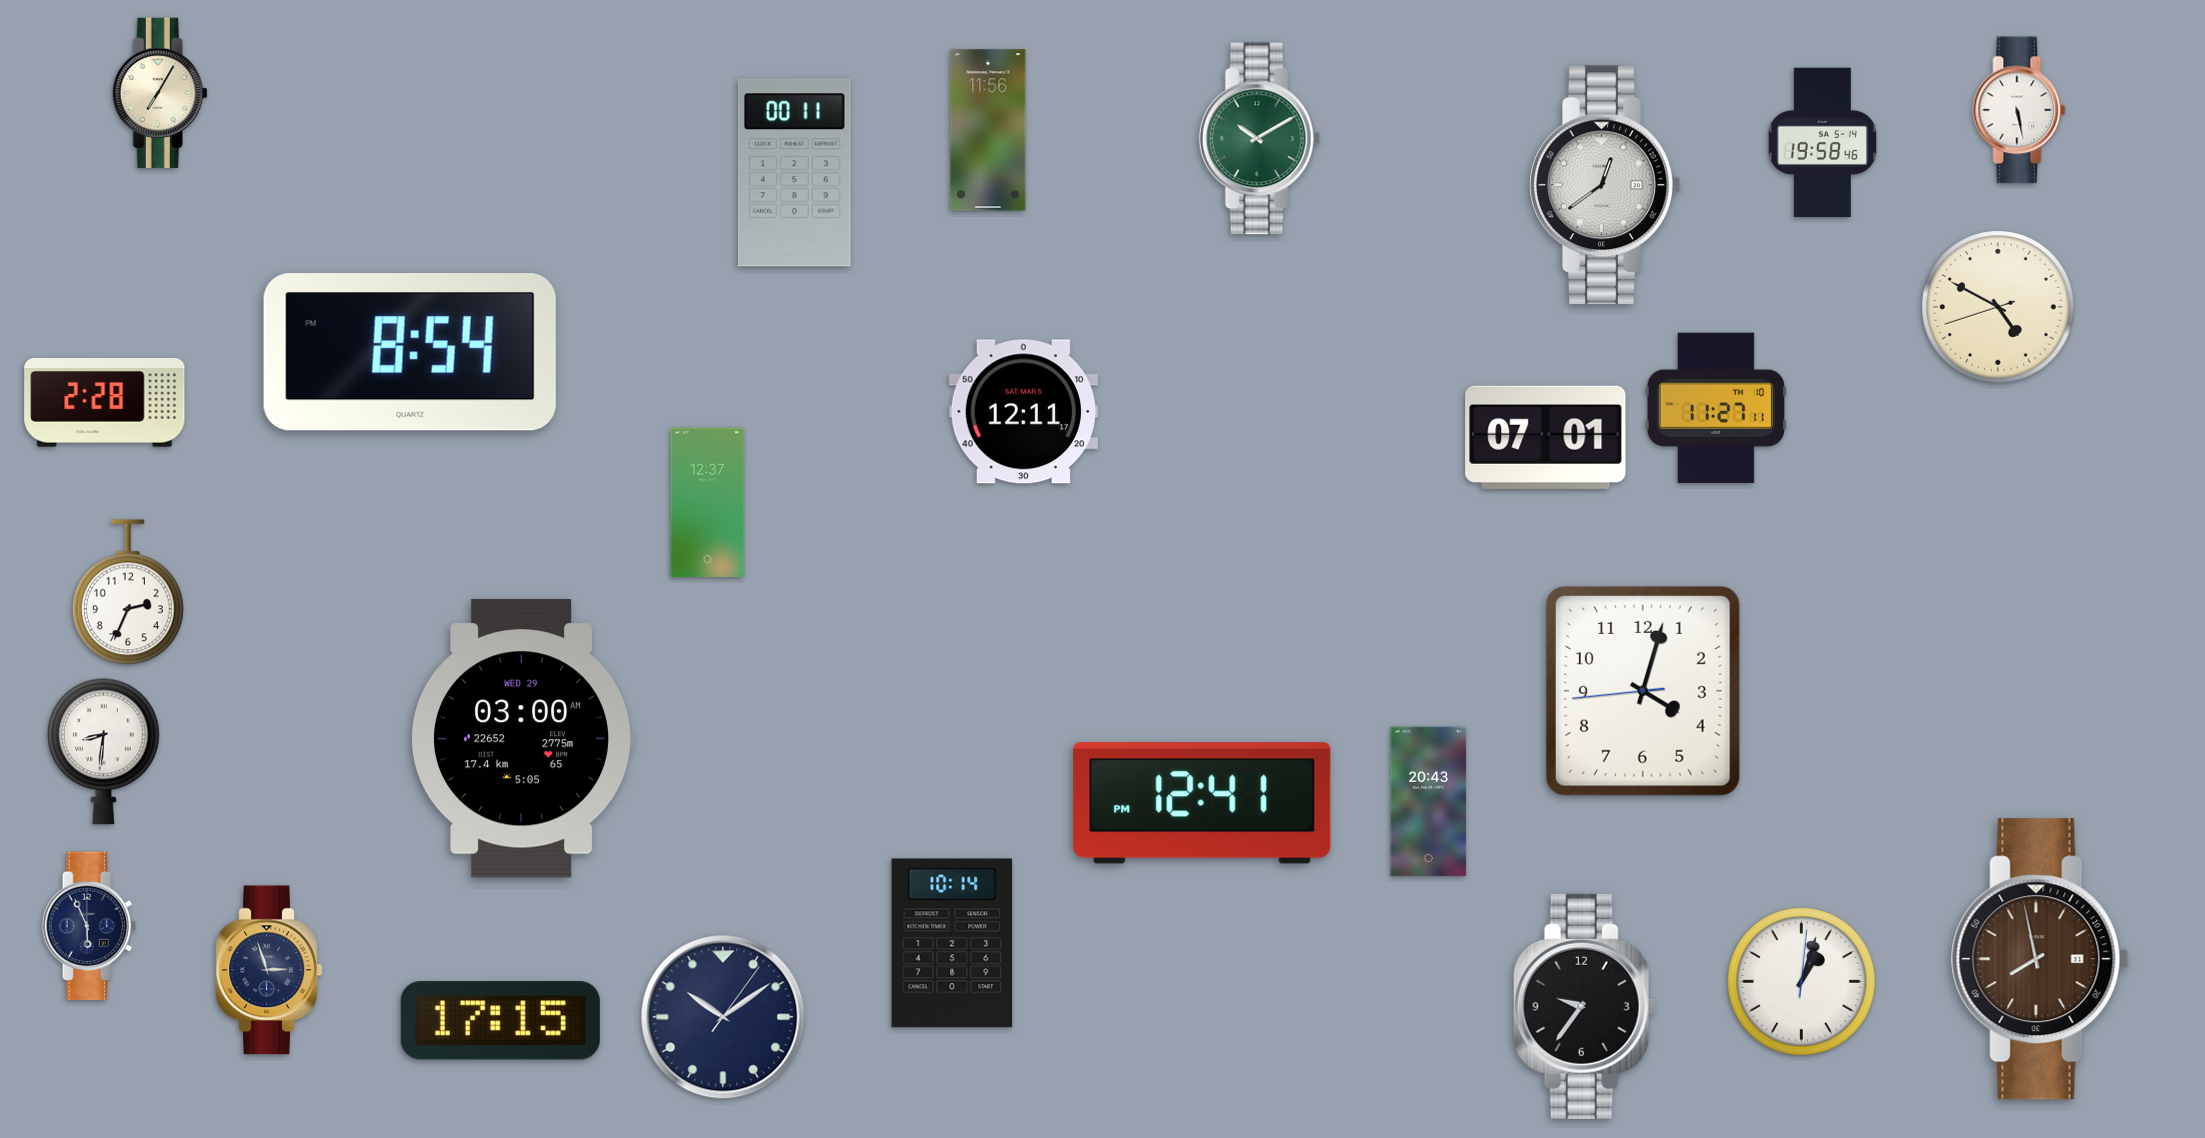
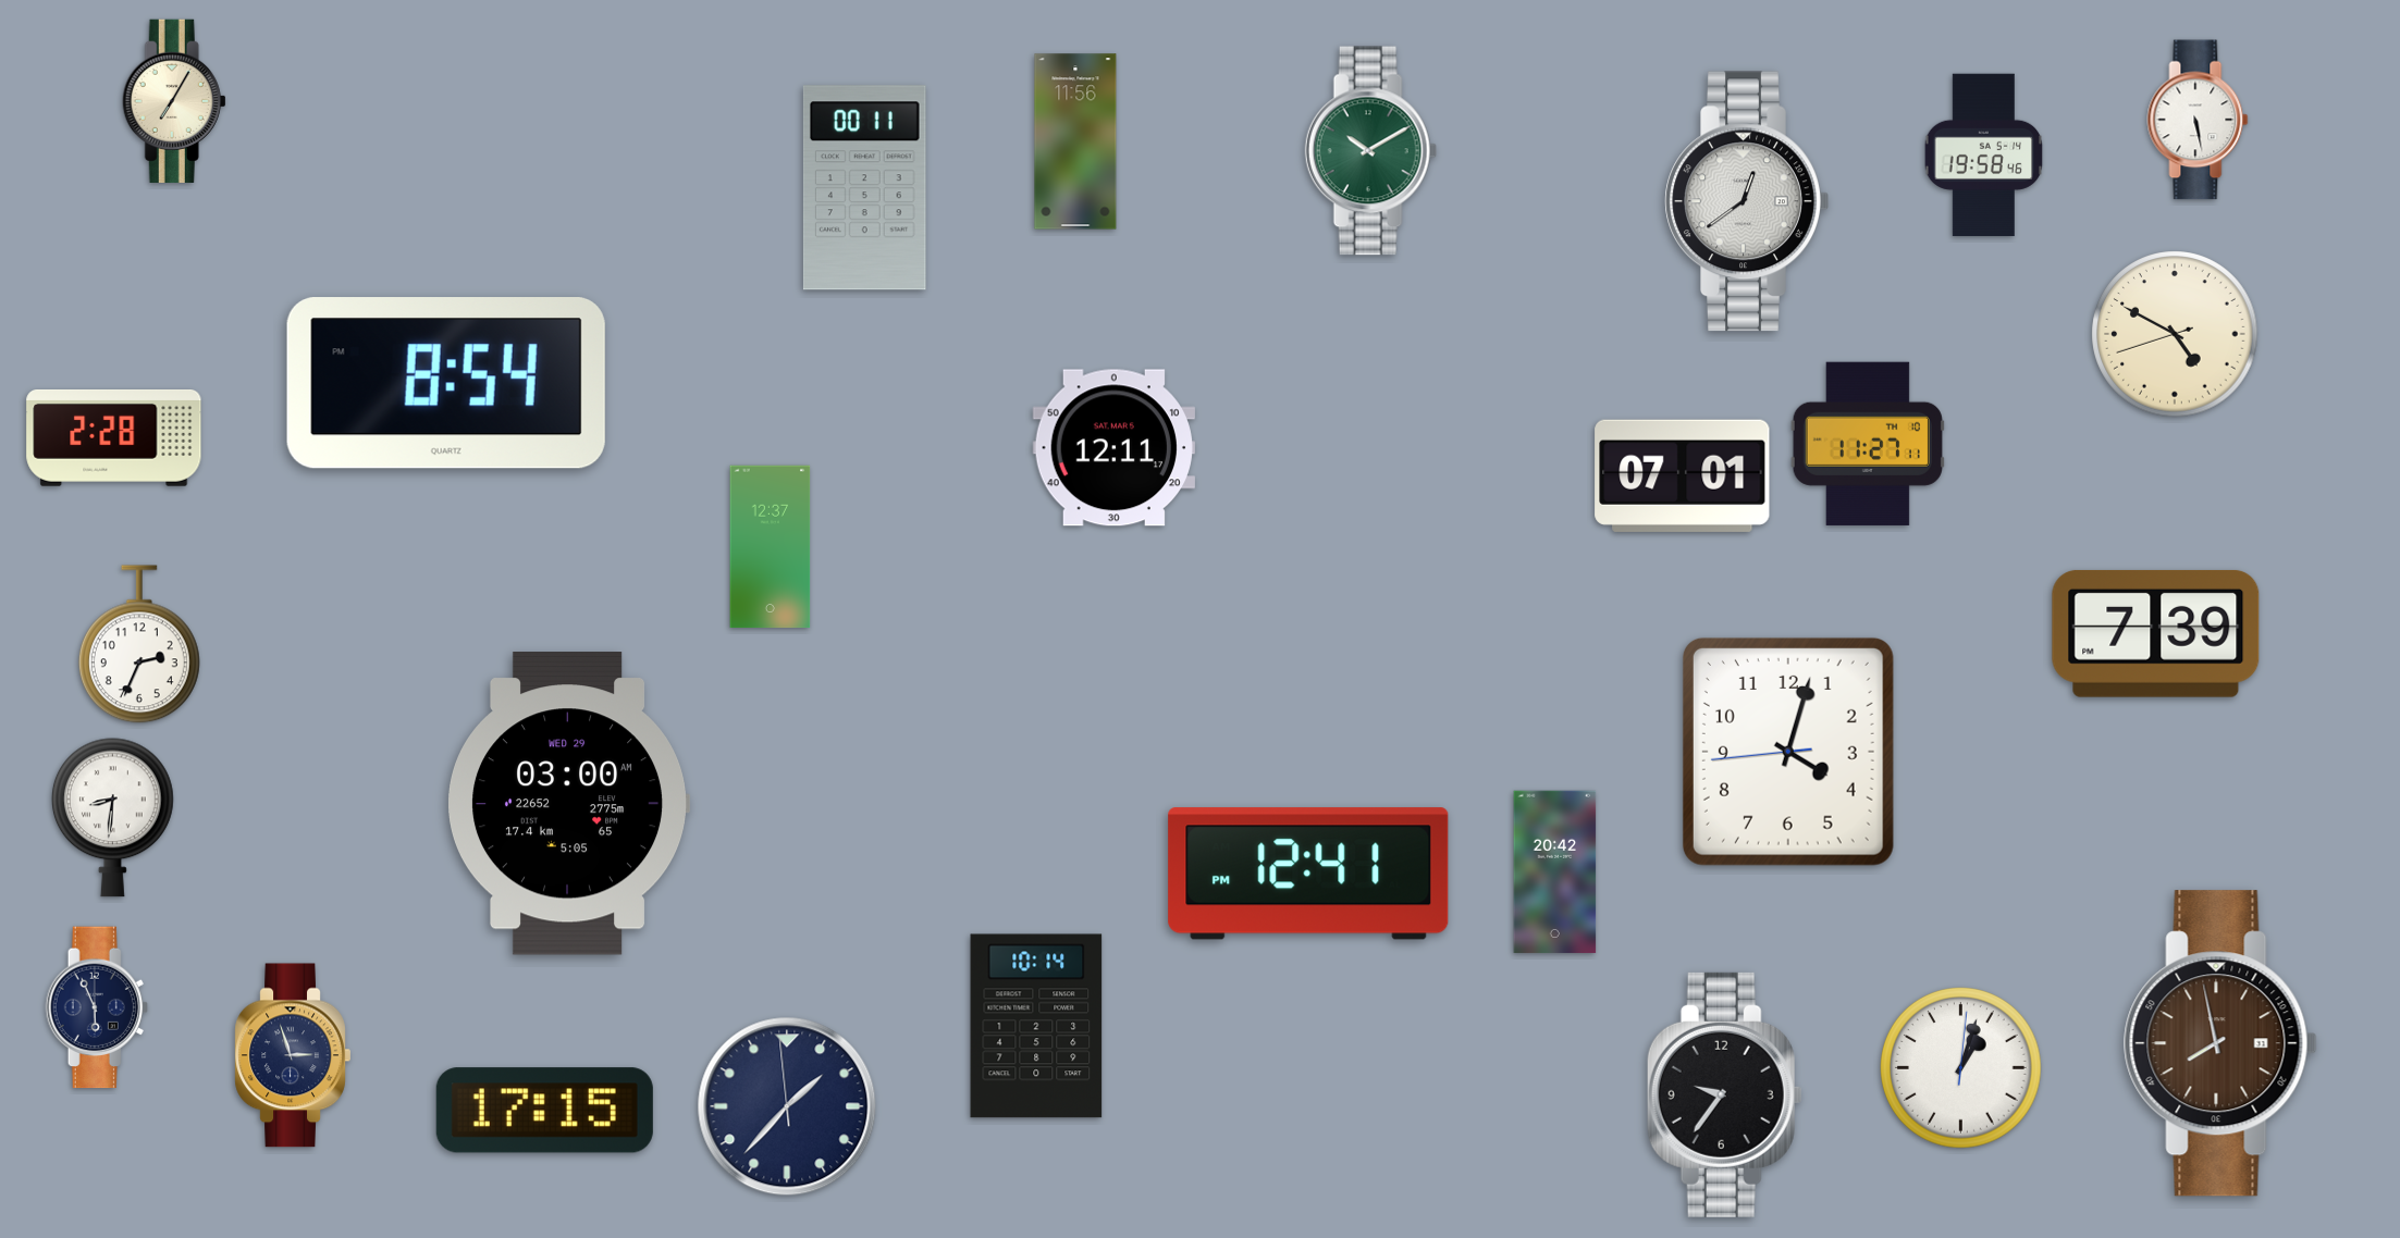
clock at (2156, 633): none -> 7:39
clock at (1429, 802): 20:43 -> 20:42
clock at (723, 1017): 10:09 -> 1:36
